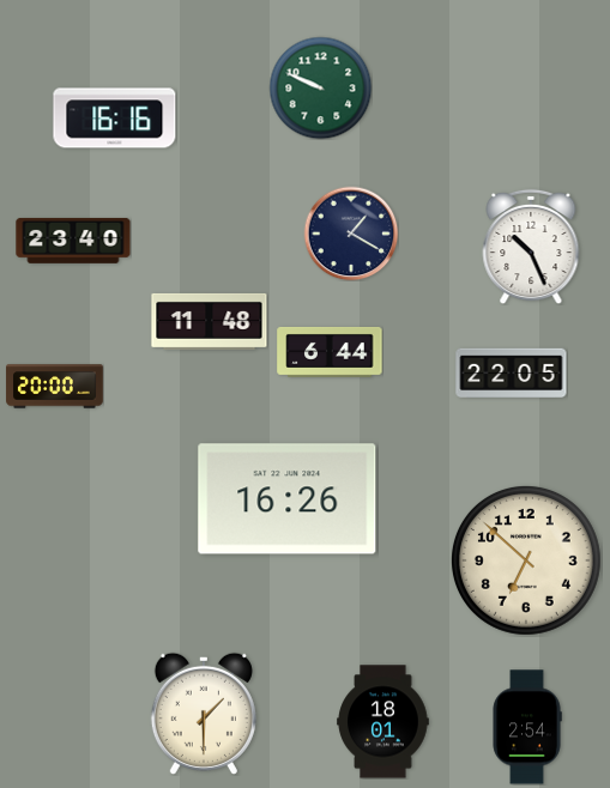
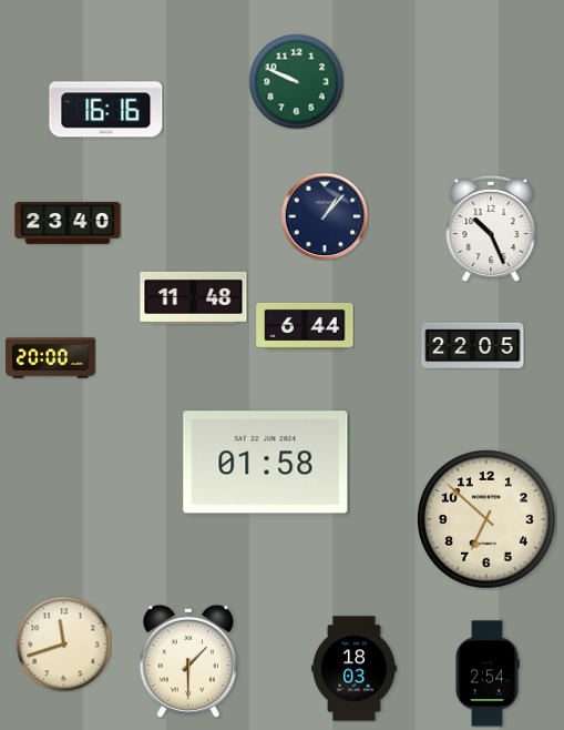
clock at (351, 234): 1:20 -> 1:07
clock at (288, 499): 16:26 -> 01:58
clock at (63, 643): none -> 11:42
clock at (383, 722): 18:01 -> 18:03
